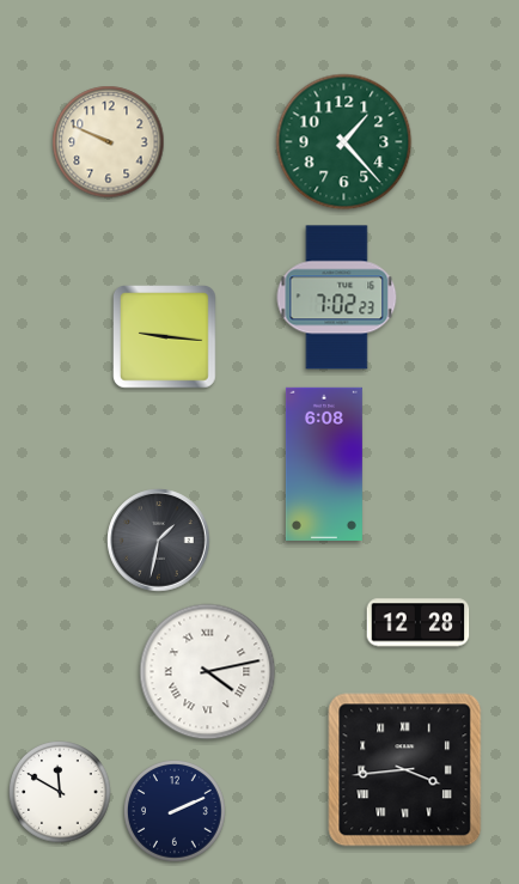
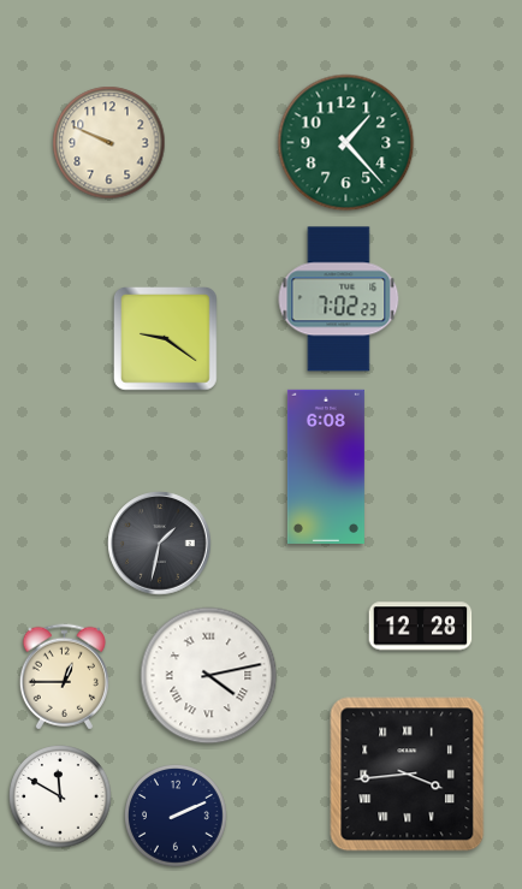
clock at (165, 337): 9:16 -> 9:21
clock at (64, 677): none -> 12:45
